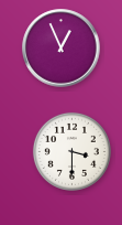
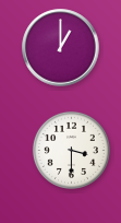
clock at (62, 49): 12:56 -> 1:00
